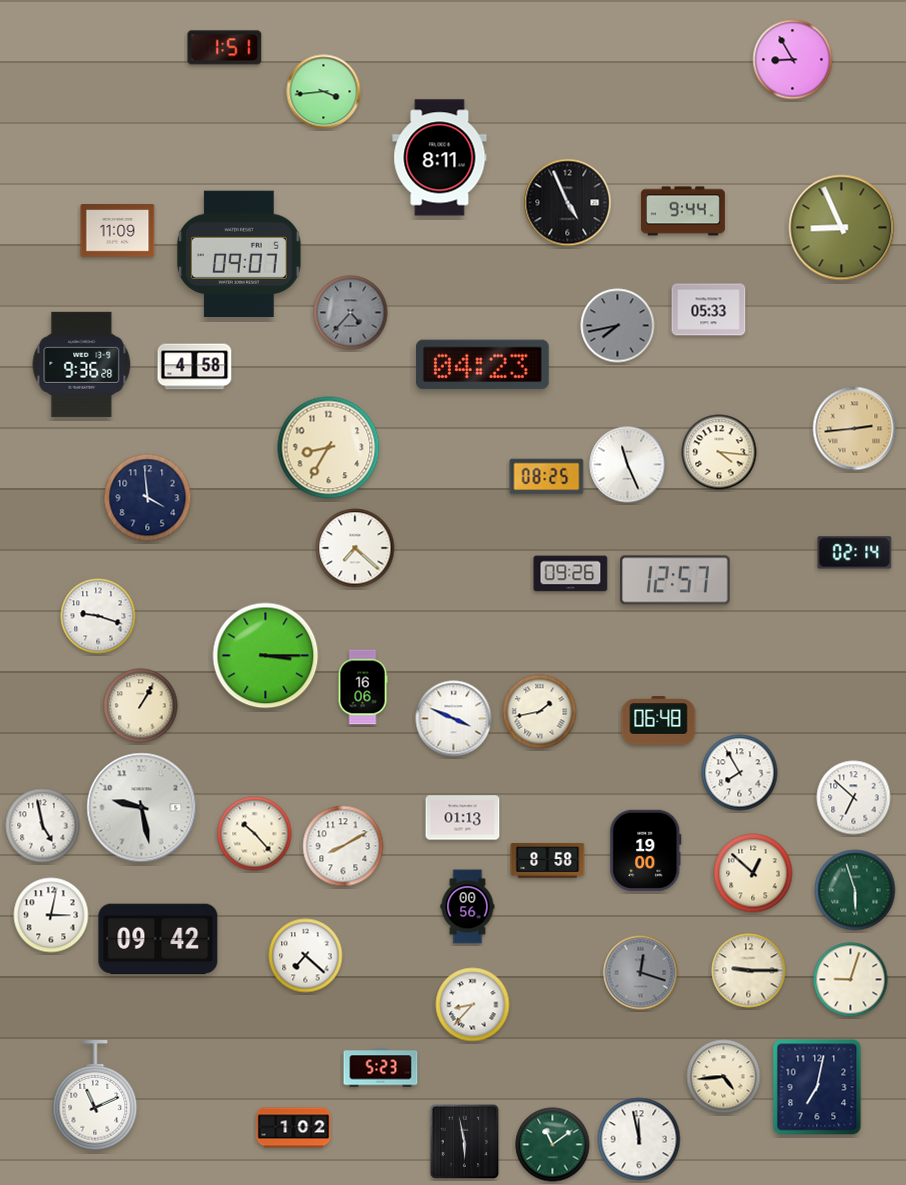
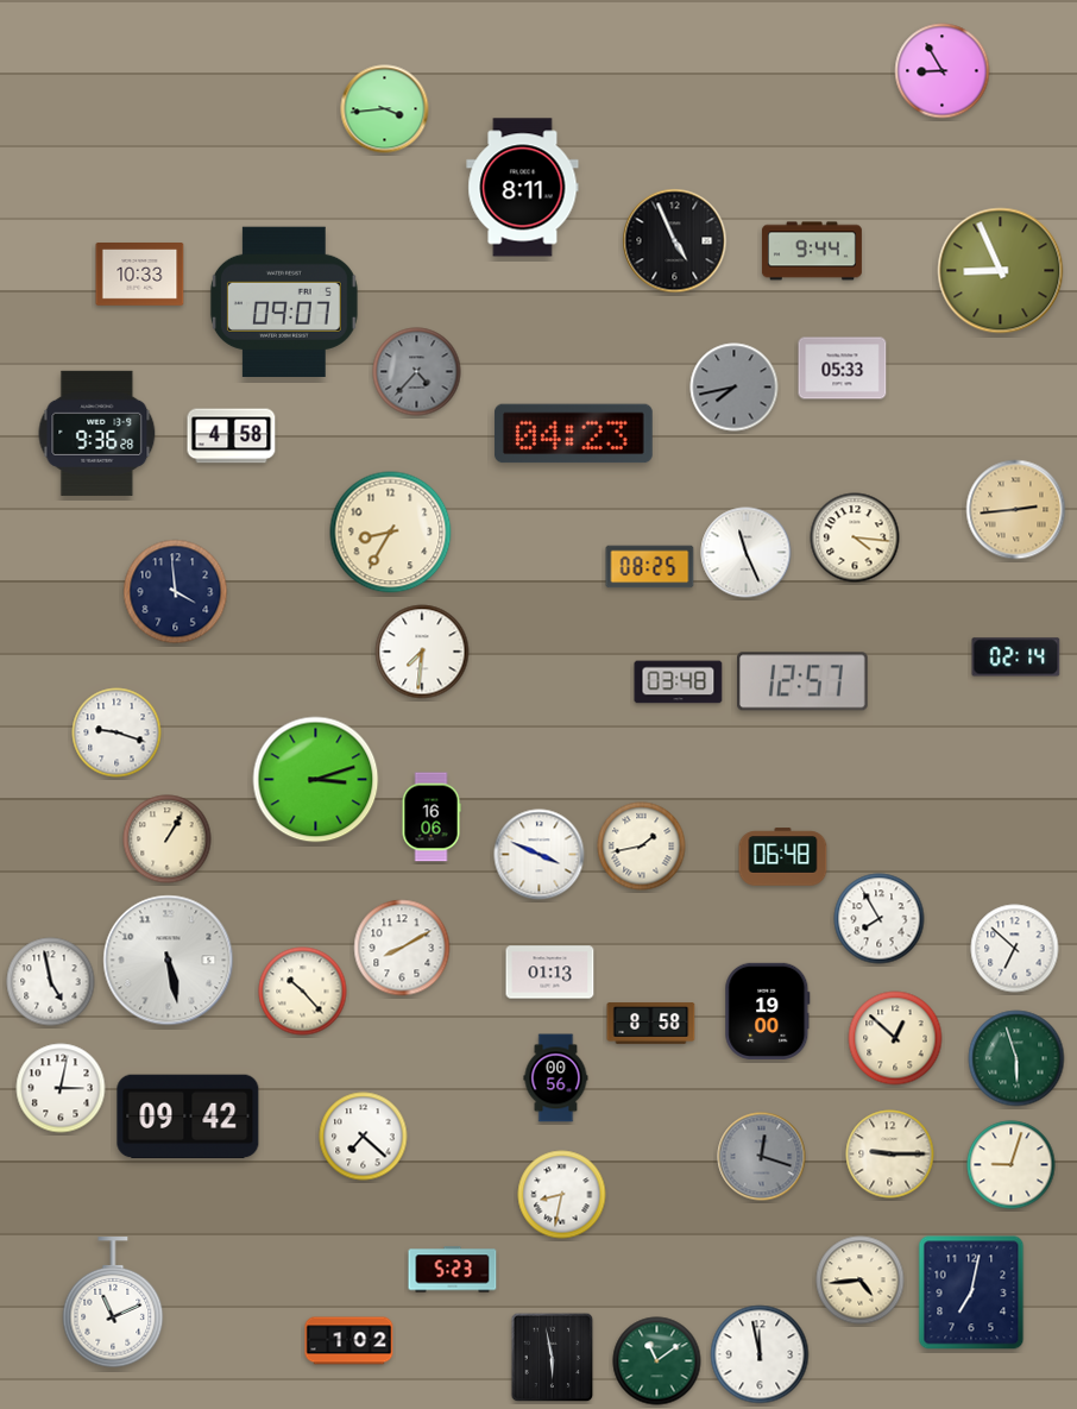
clock at (225, 48): 1:51 -> none
clock at (118, 231): 11:09 -> 10:33
clock at (355, 548): 7:22 -> 7:31
clock at (571, 574): 09:26 -> 03:48
clock at (676, 580) position: (676, 580) -> (804, 681)
clock at (266, 656): 3:15 -> 3:12
clock at (142, 808): 9:28 -> 5:28
clock at (343, 846) position: (343, 846) -> (402, 948)
clock at (473, 1005): 8:37 -> 8:32
